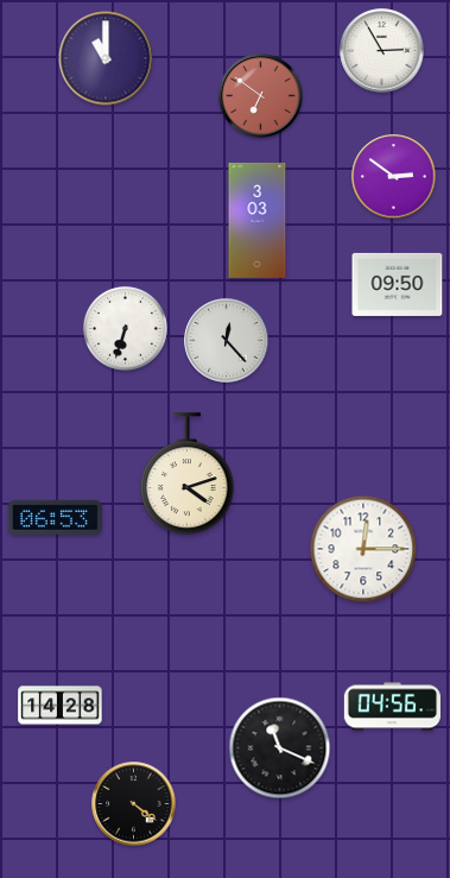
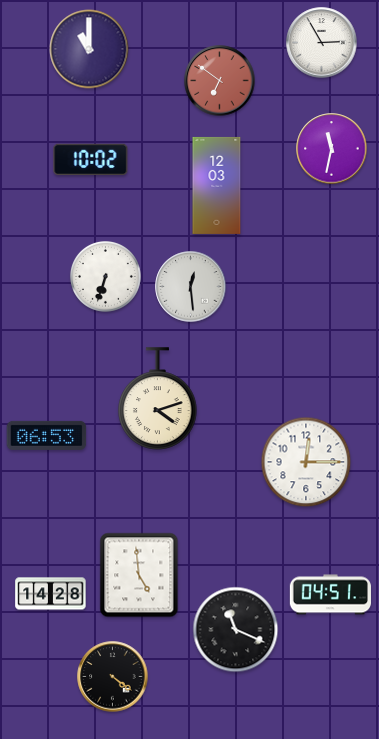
clock at (394, 177): 2:51 -> 11:32
clock at (91, 160): none -> 10:02
clock at (258, 220): 3:03 -> 12:03
clock at (398, 284): 09:50 -> none
clock at (227, 341): 12:23 -> 12:29
clock at (139, 575): none -> 4:59
clock at (392, 707): 04:56 -> 04:51
